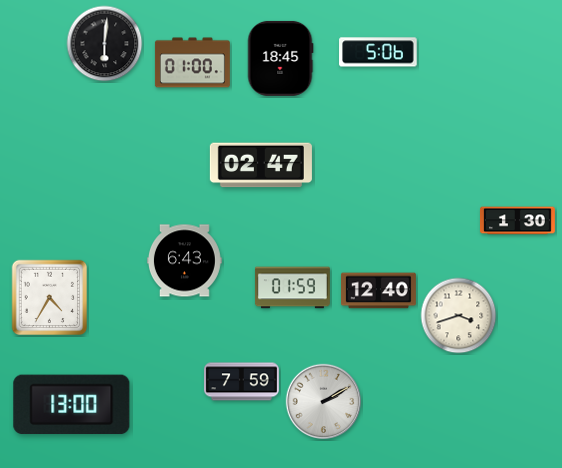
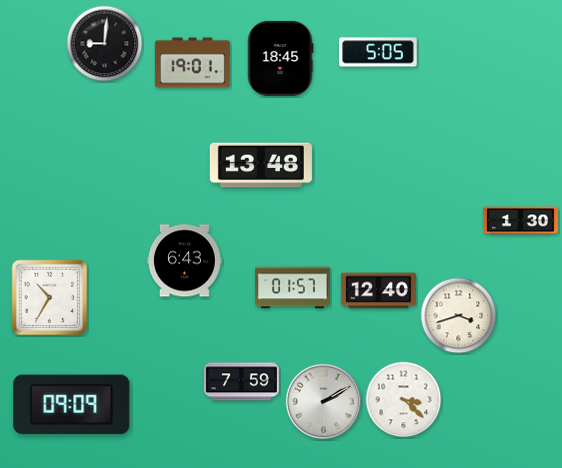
clock at (105, 44): 6:01 -> 9:01
clock at (378, 52): 5:06 -> 5:05
clock at (192, 63): 01:00 -> 19:01
clock at (261, 165): 02:47 -> 13:48
clock at (517, 221) position: (517, 221) -> (520, 221)
clock at (292, 288): 01:59 -> 01:57
clock at (50, 298): 4:35 -> 10:35
clock at (404, 400): none -> 3:22
clock at (72, 405): 13:00 -> 09:09
